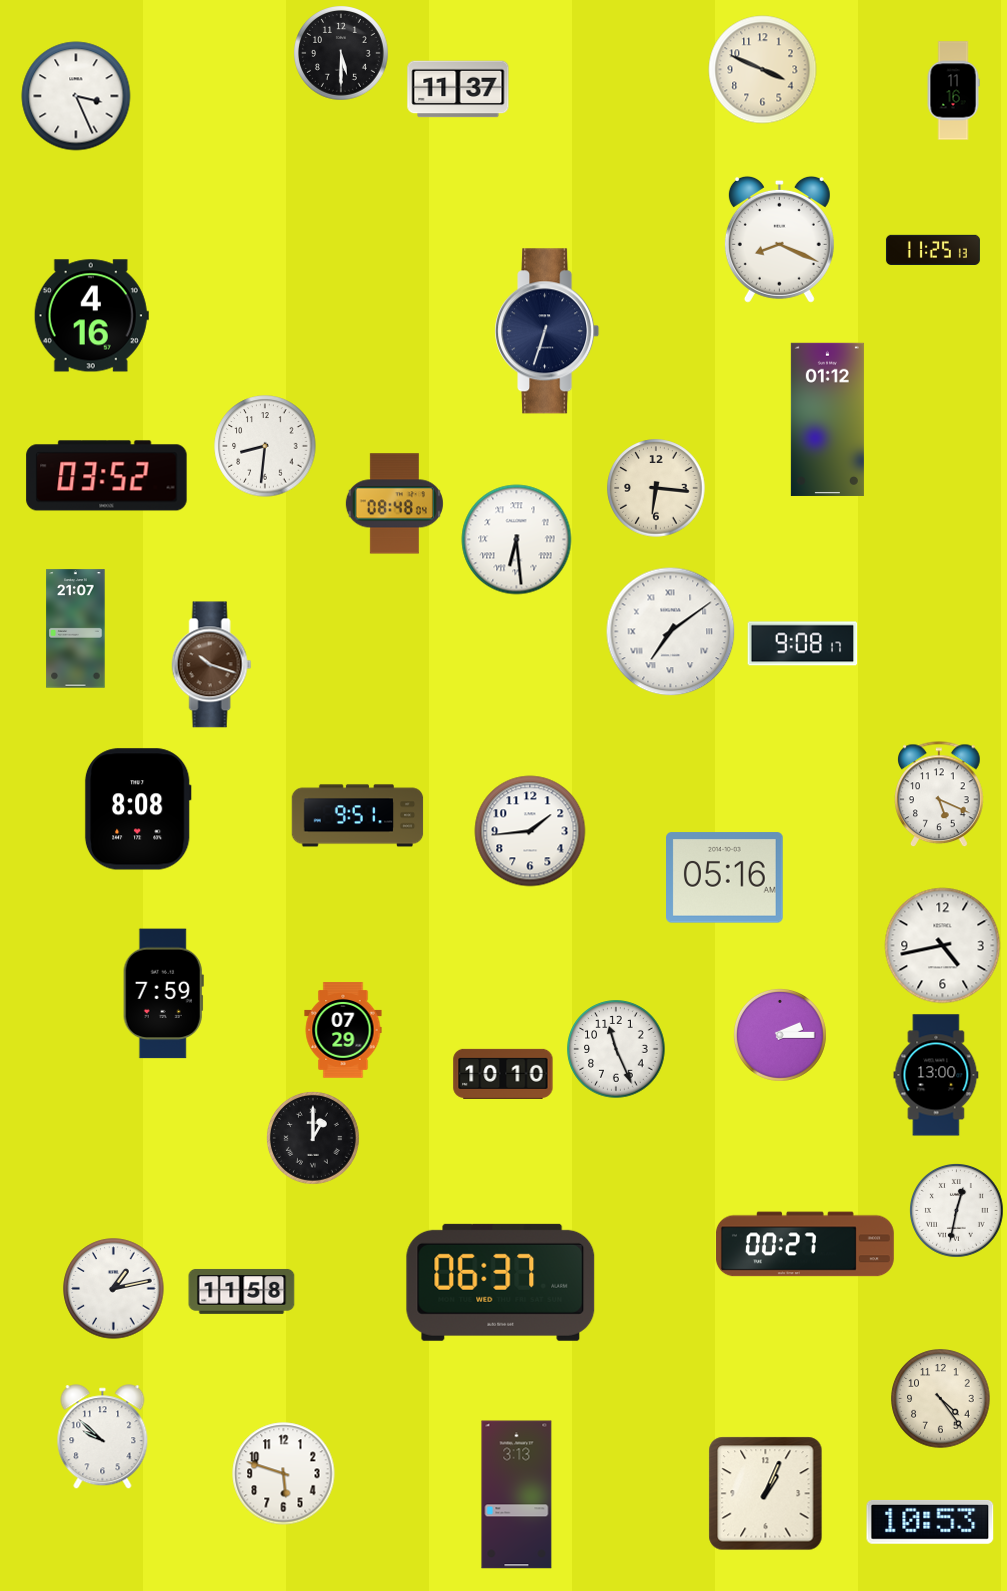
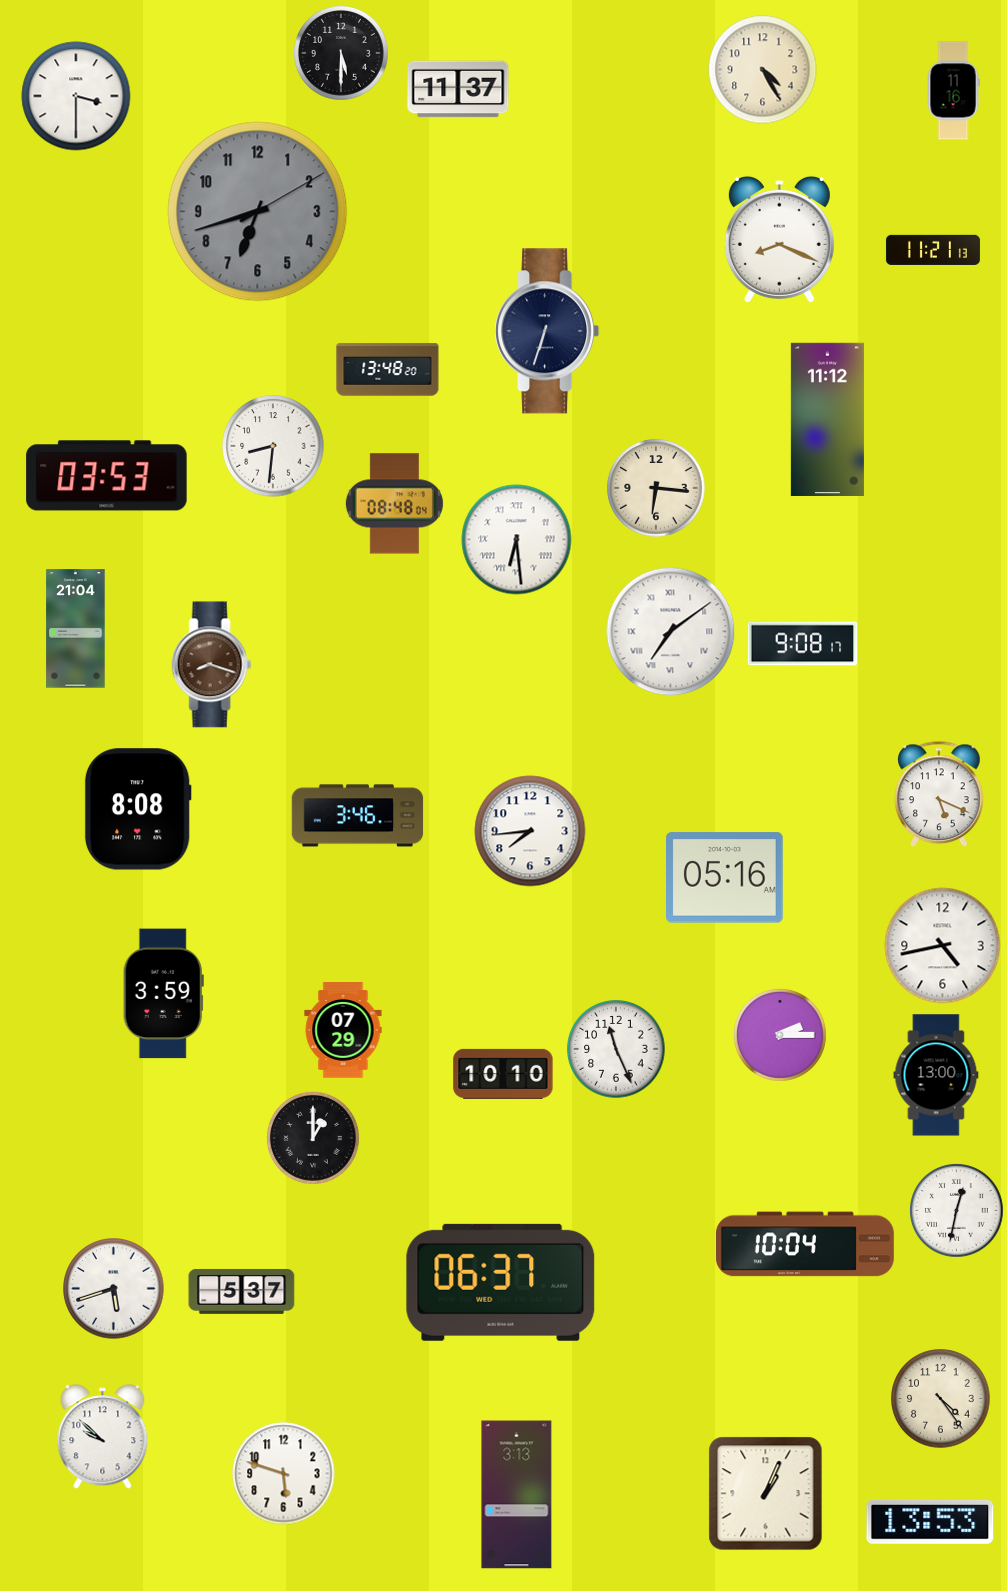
clock at (763, 70): 3:49 -> 4:25
clock at (76, 96): 3:26 -> 3:30
clock at (258, 212): none -> 6:42
clock at (933, 249): 11:25 -> 11:21
clock at (91, 316): 4:16 -> none
clock at (388, 370): none -> 13:48
clock at (827, 419): 01:12 -> 11:12
clock at (265, 446) position: (265, 446) -> (273, 446)
clock at (107, 476): 03:52 -> 03:53
clock at (76, 629): 21:07 -> 21:04
clock at (212, 665): 10:18 -> 8:18
clock at (358, 816): 9:51 -> 3:46
clock at (530, 831): 1:44 -> 7:44
clock at (163, 994): 7:59 -> 3:59
clock at (805, 1244): 00:27 -> 10:04
clock at (114, 1289): 1:13 -> 5:42
clock at (242, 1292): 11:58 -> 5:37
clock at (930, 1522): 10:53 -> 13:53
